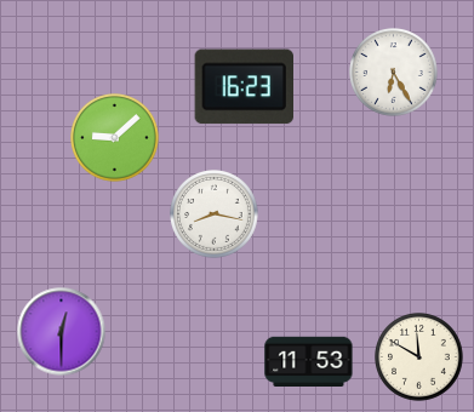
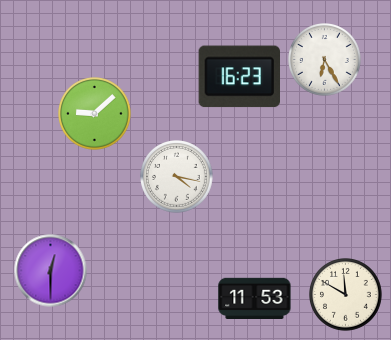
clock at (244, 87) position: (244, 87) -> (239, 77)
clock at (215, 214): 8:17 -> 4:17
clock at (62, 332) position: (62, 332) -> (51, 271)
